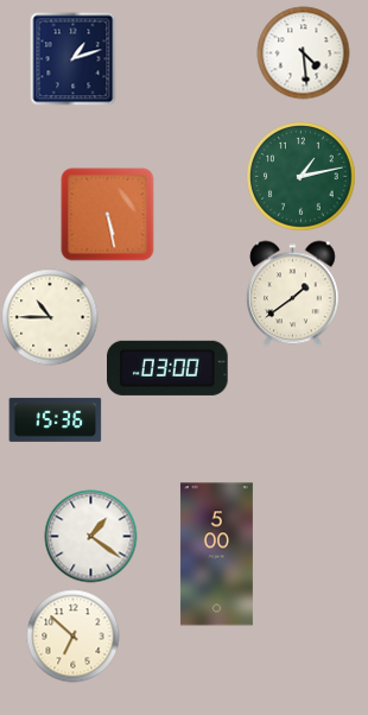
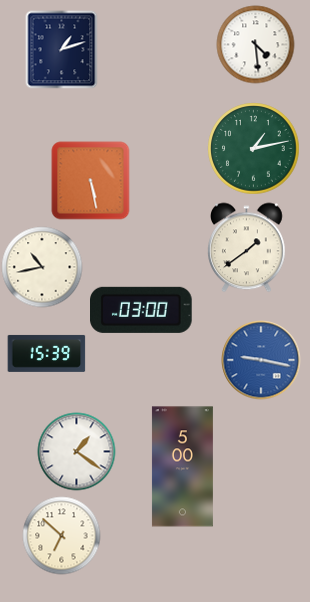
clock at (50, 317): 10:45 -> 10:43
clock at (55, 419): 15:36 -> 15:39
clock at (261, 360): none -> 9:17
